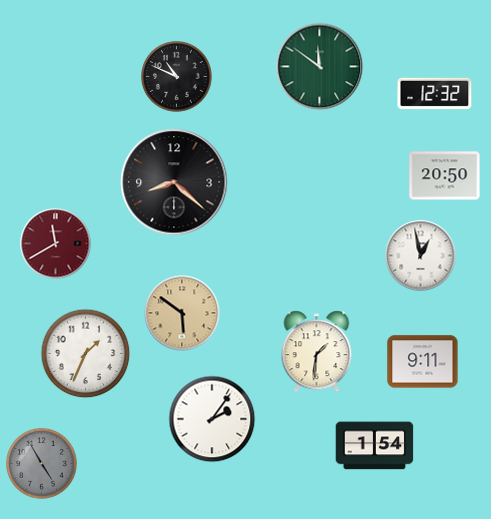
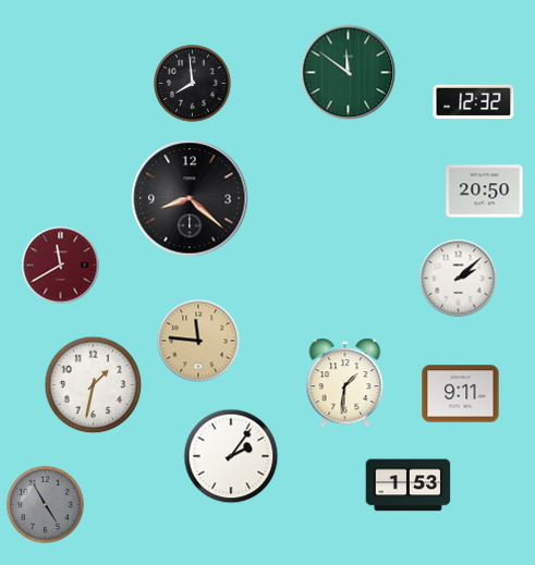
clock at (177, 77): 10:49 -> 7:59
clock at (421, 256): 12:58 -> 2:08
clock at (182, 313): 5:51 -> 11:46
clock at (86, 354): 1:34 -> 1:32
clock at (375, 446): 1:54 -> 1:53
